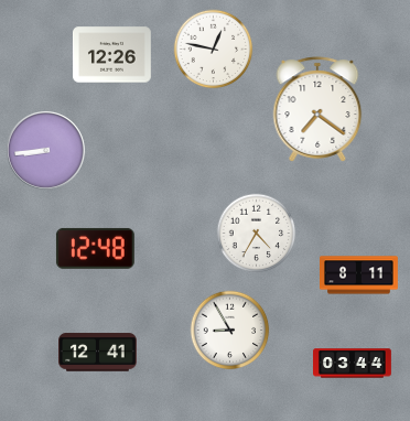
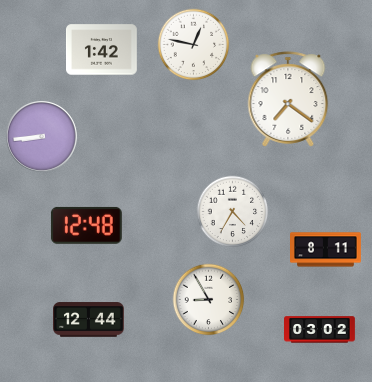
clock at (112, 55): 12:26 -> 1:42
clock at (98, 353): 12:41 -> 12:44
clock at (353, 364): 03:44 -> 03:02
